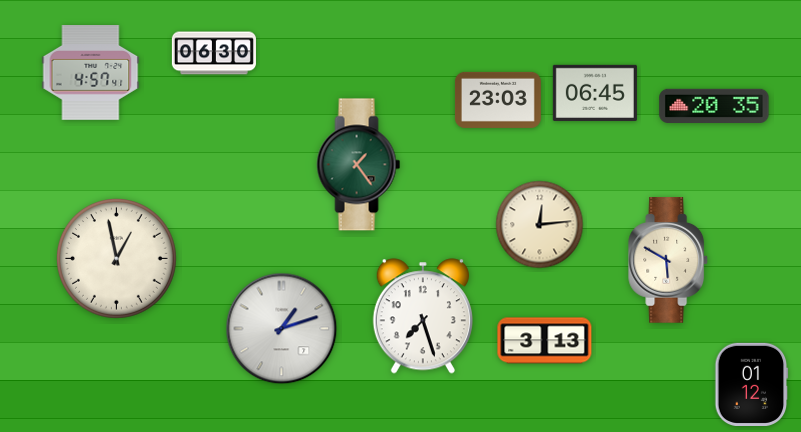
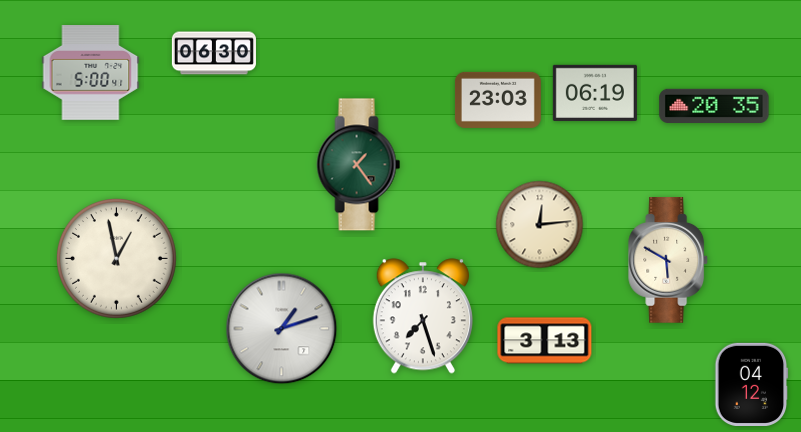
clock at (91, 73): 4:57 -> 5:00
clock at (595, 93): 06:45 -> 06:19
clock at (752, 384): 01:12 -> 04:12
